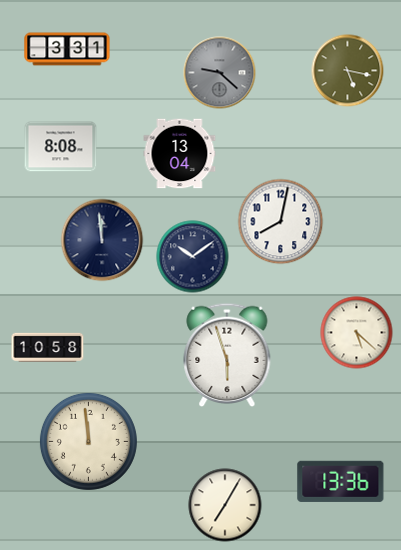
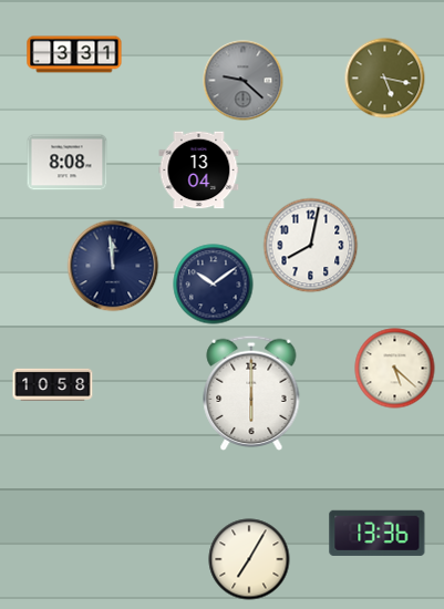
clock at (227, 354): 5:57 -> 6:00
clock at (88, 441): 11:59 -> none
